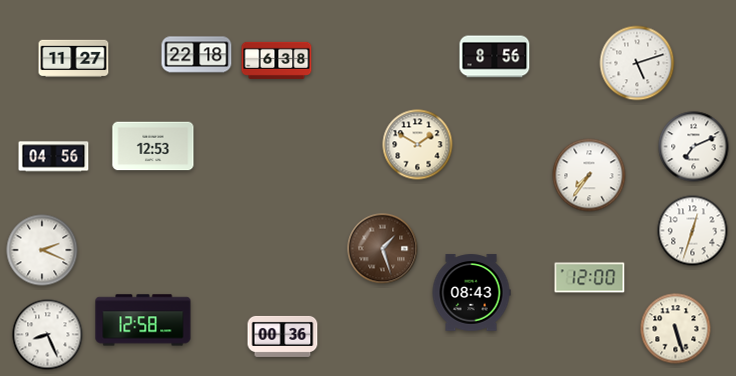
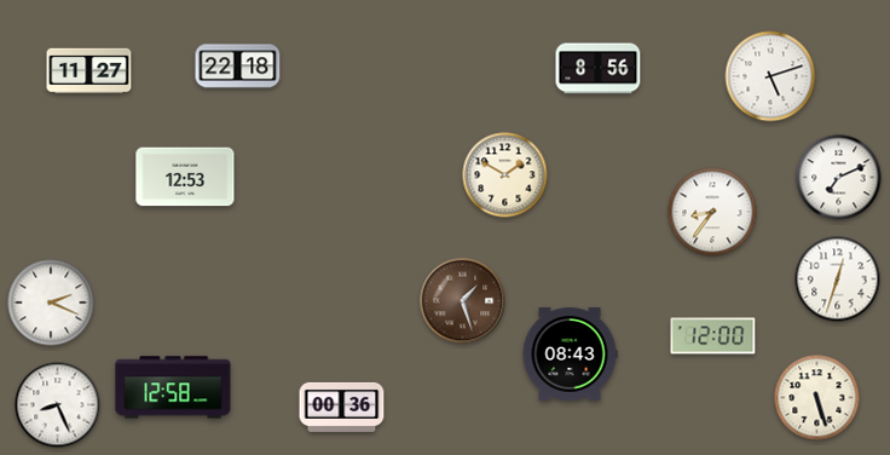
clock at (277, 60): 6:38 -> none
clock at (54, 157): 04:56 -> none
clock at (589, 175): 7:36 -> 8:36
